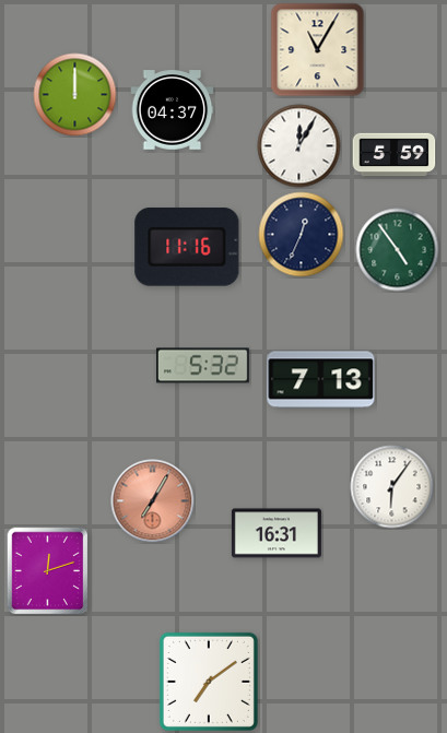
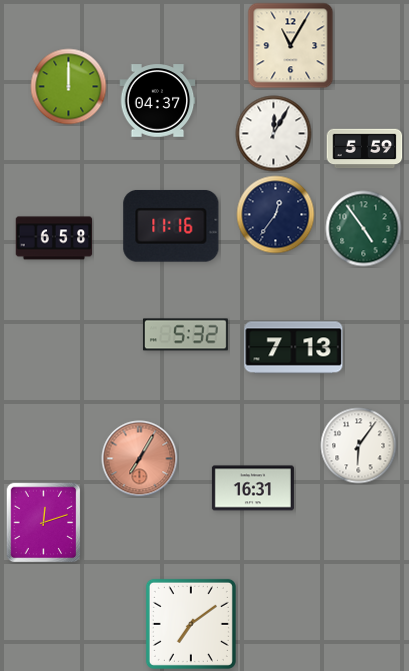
clock at (395, 155) position: (395, 155) -> (365, 149)
clock at (302, 235): 12:34 -> 12:36
clock at (54, 238): none -> 6:58
